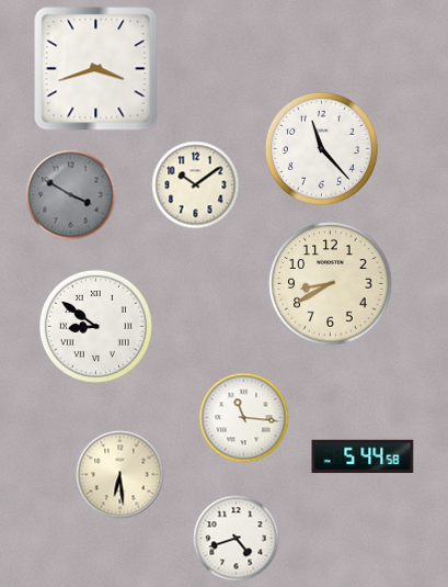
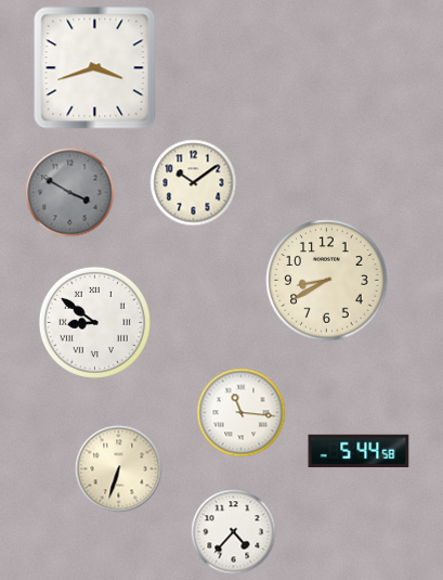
clock at (321, 148): 11:23 -> none
clock at (120, 475): 6:29 -> 6:33
clock at (237, 539): 4:42 -> 4:37
